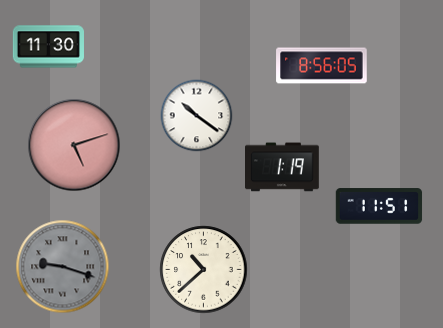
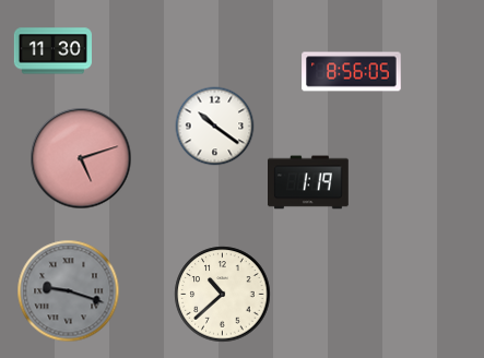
clock at (379, 206): 11:51 -> none
